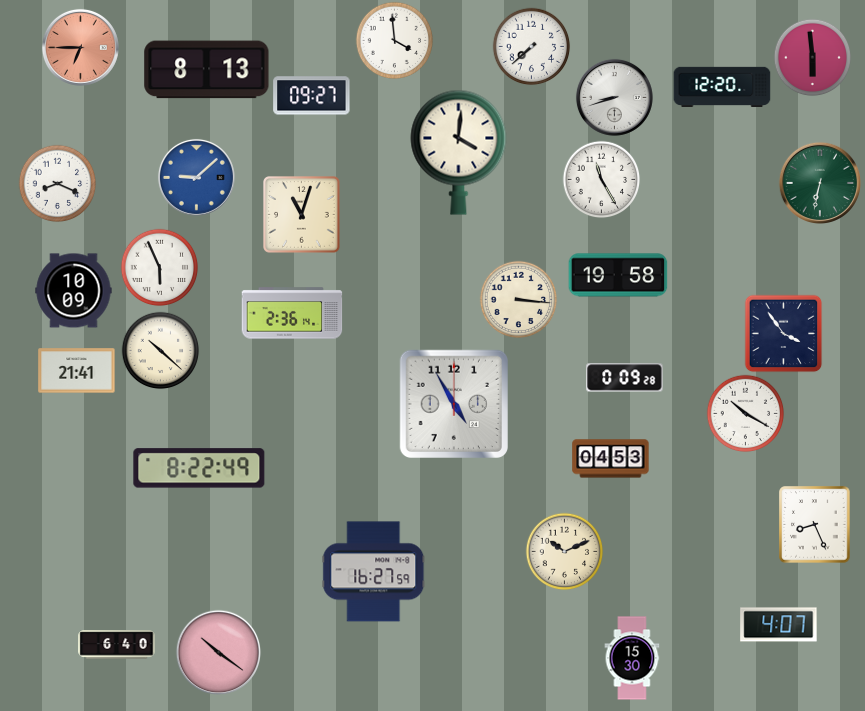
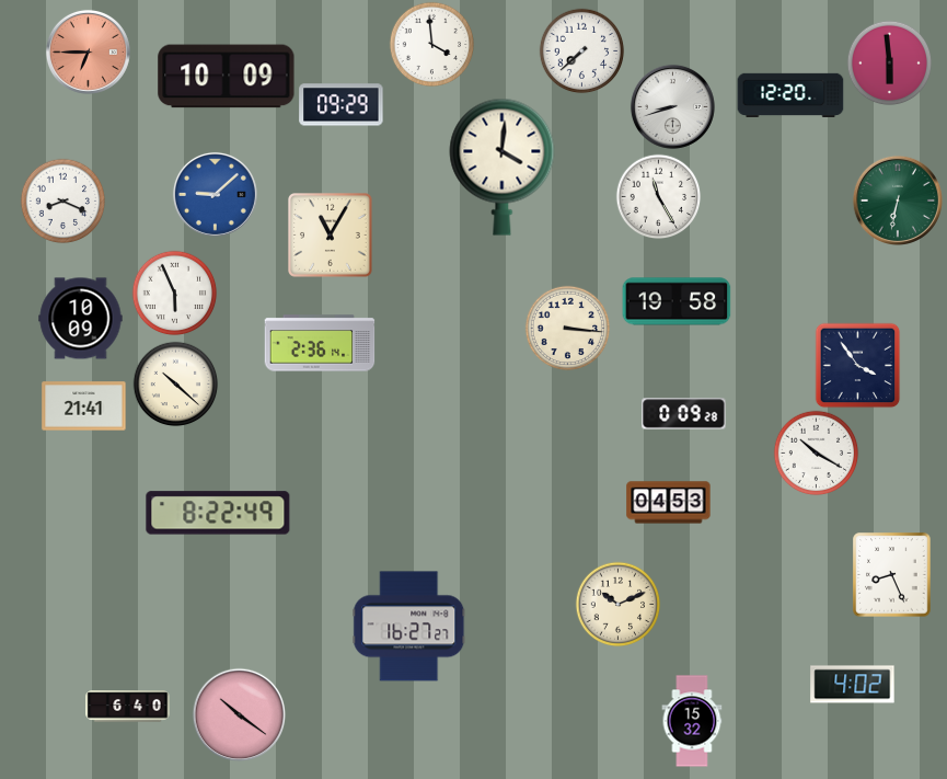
clock at (207, 70): 8:13 -> 10:09
clock at (312, 96): 09:27 -> 09:29
clock at (302, 215): 11:03 -> 11:05
clock at (453, 403): 4:55 -> none
clock at (374, 572): 16:27:59 -> 16:27:27
clock at (779, 625): 4:07 -> 4:02
clock at (632, 658): 15:30 -> 15:32
